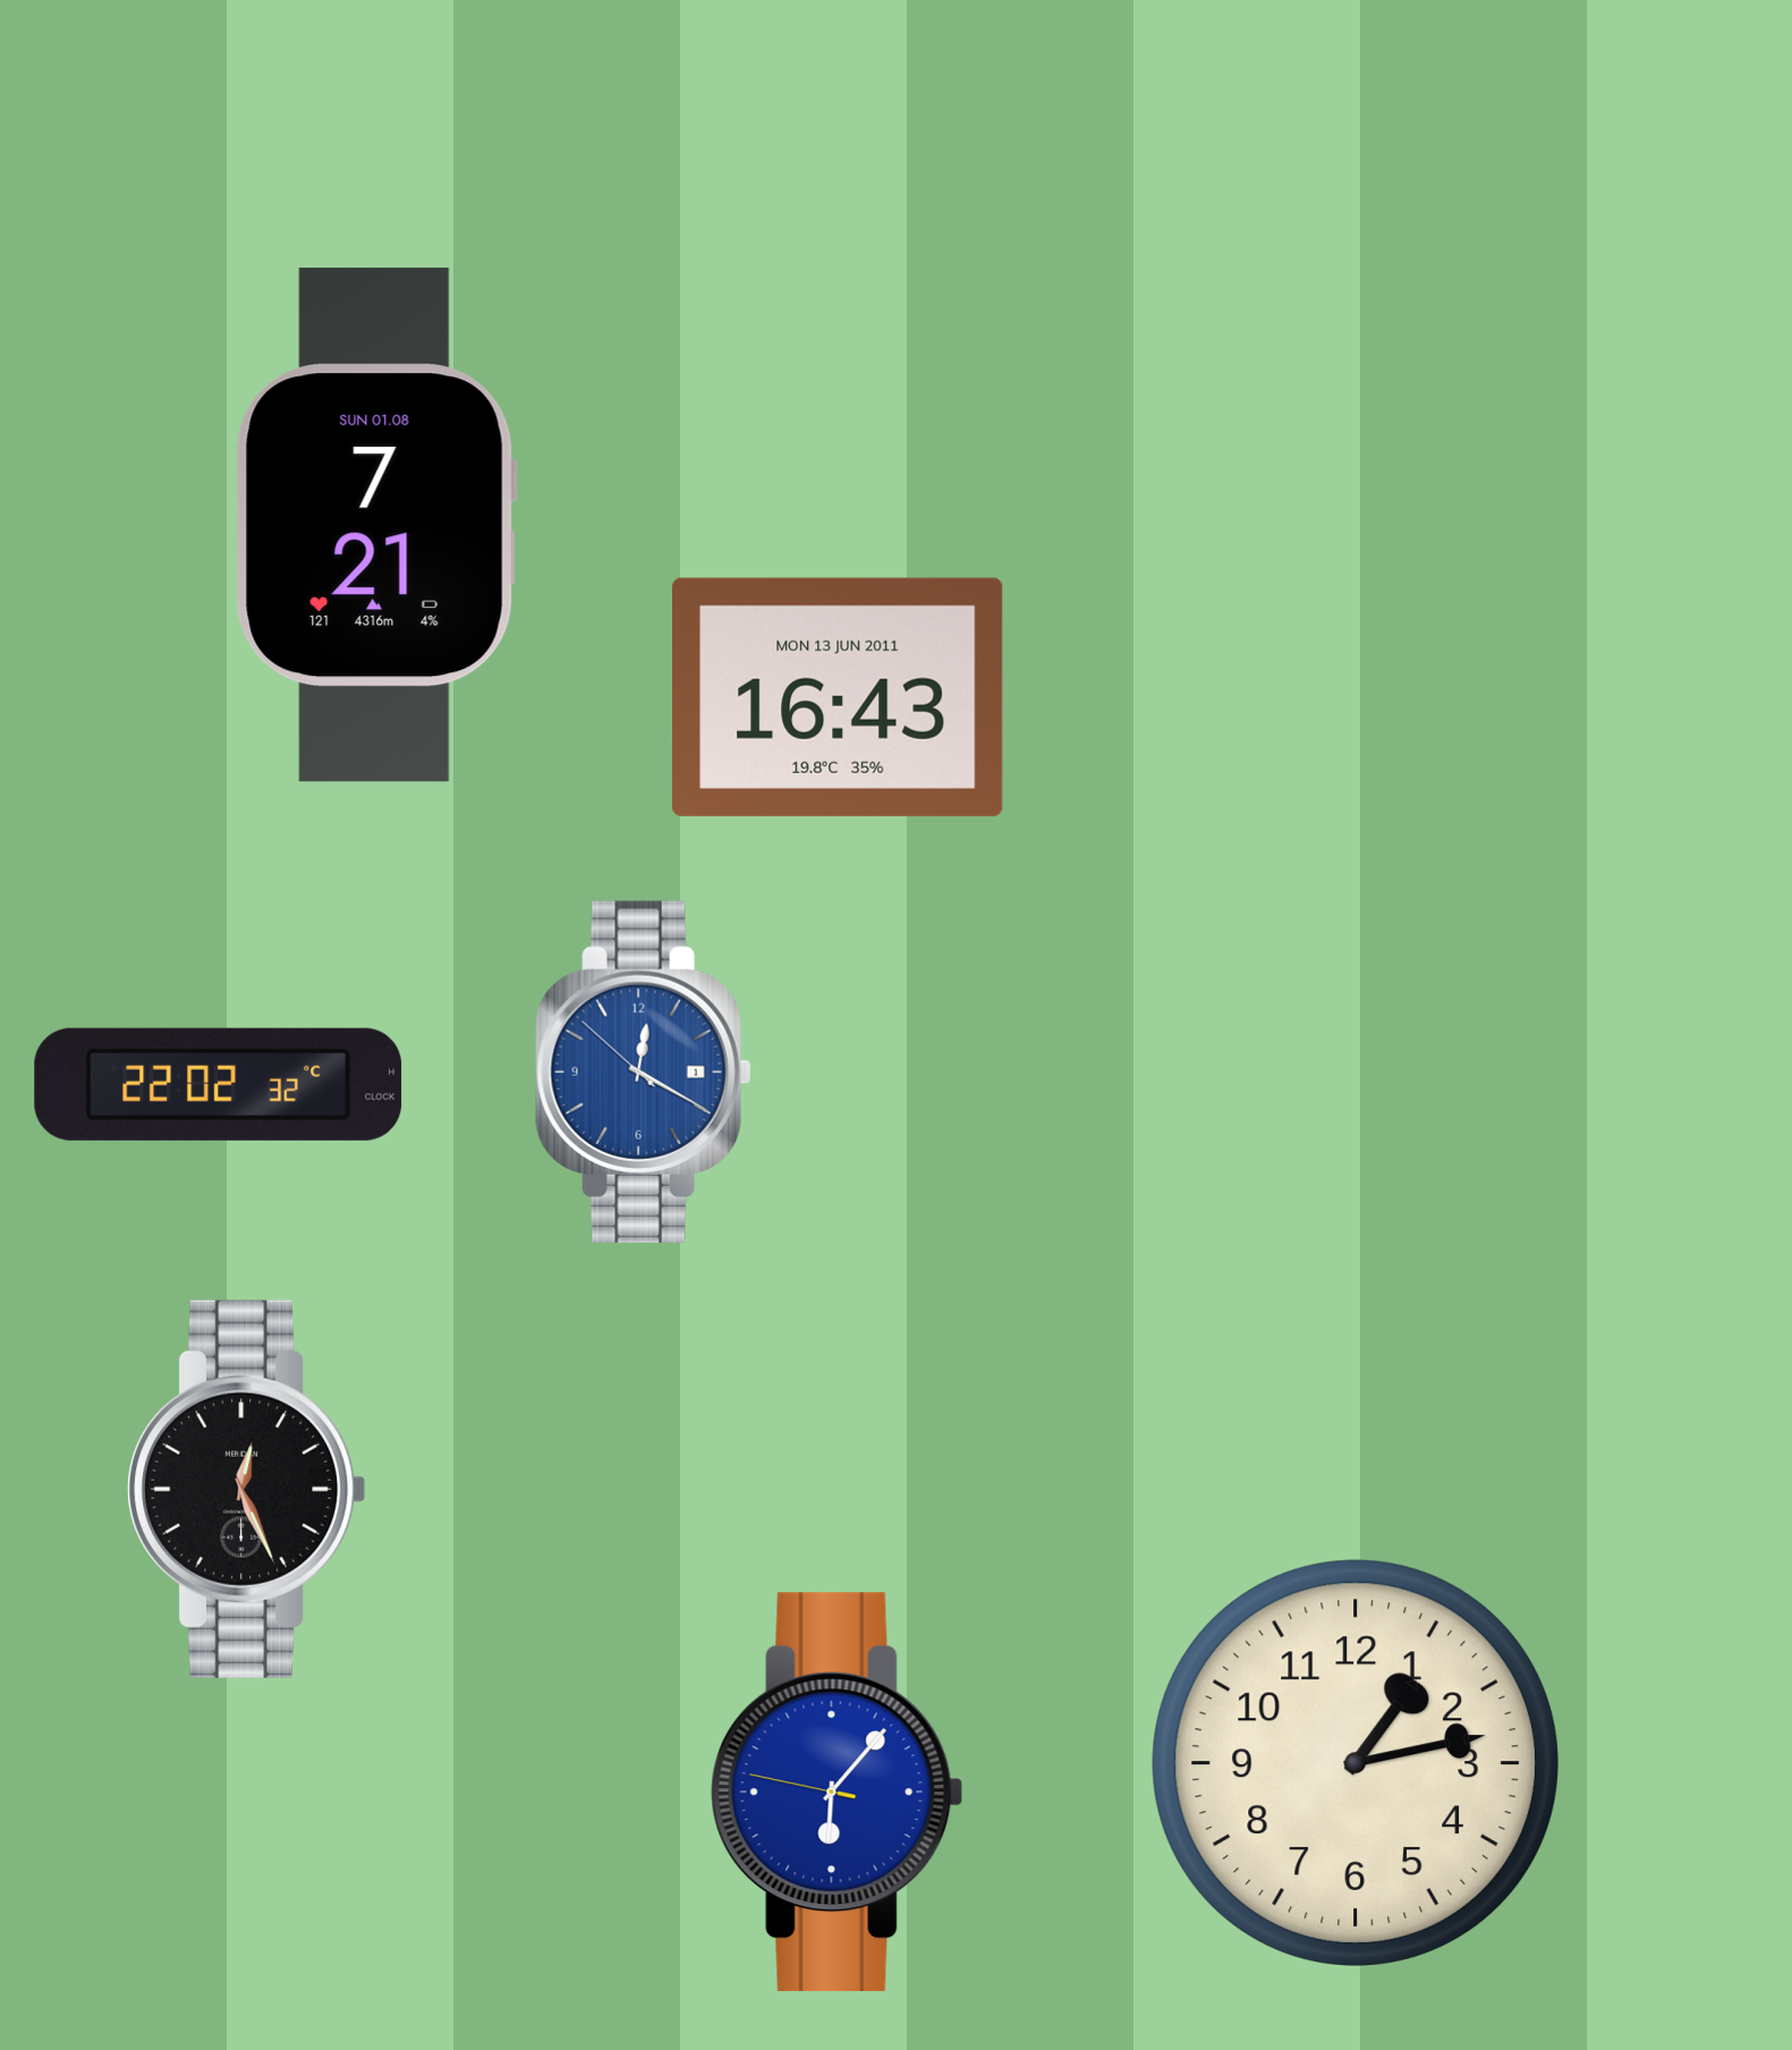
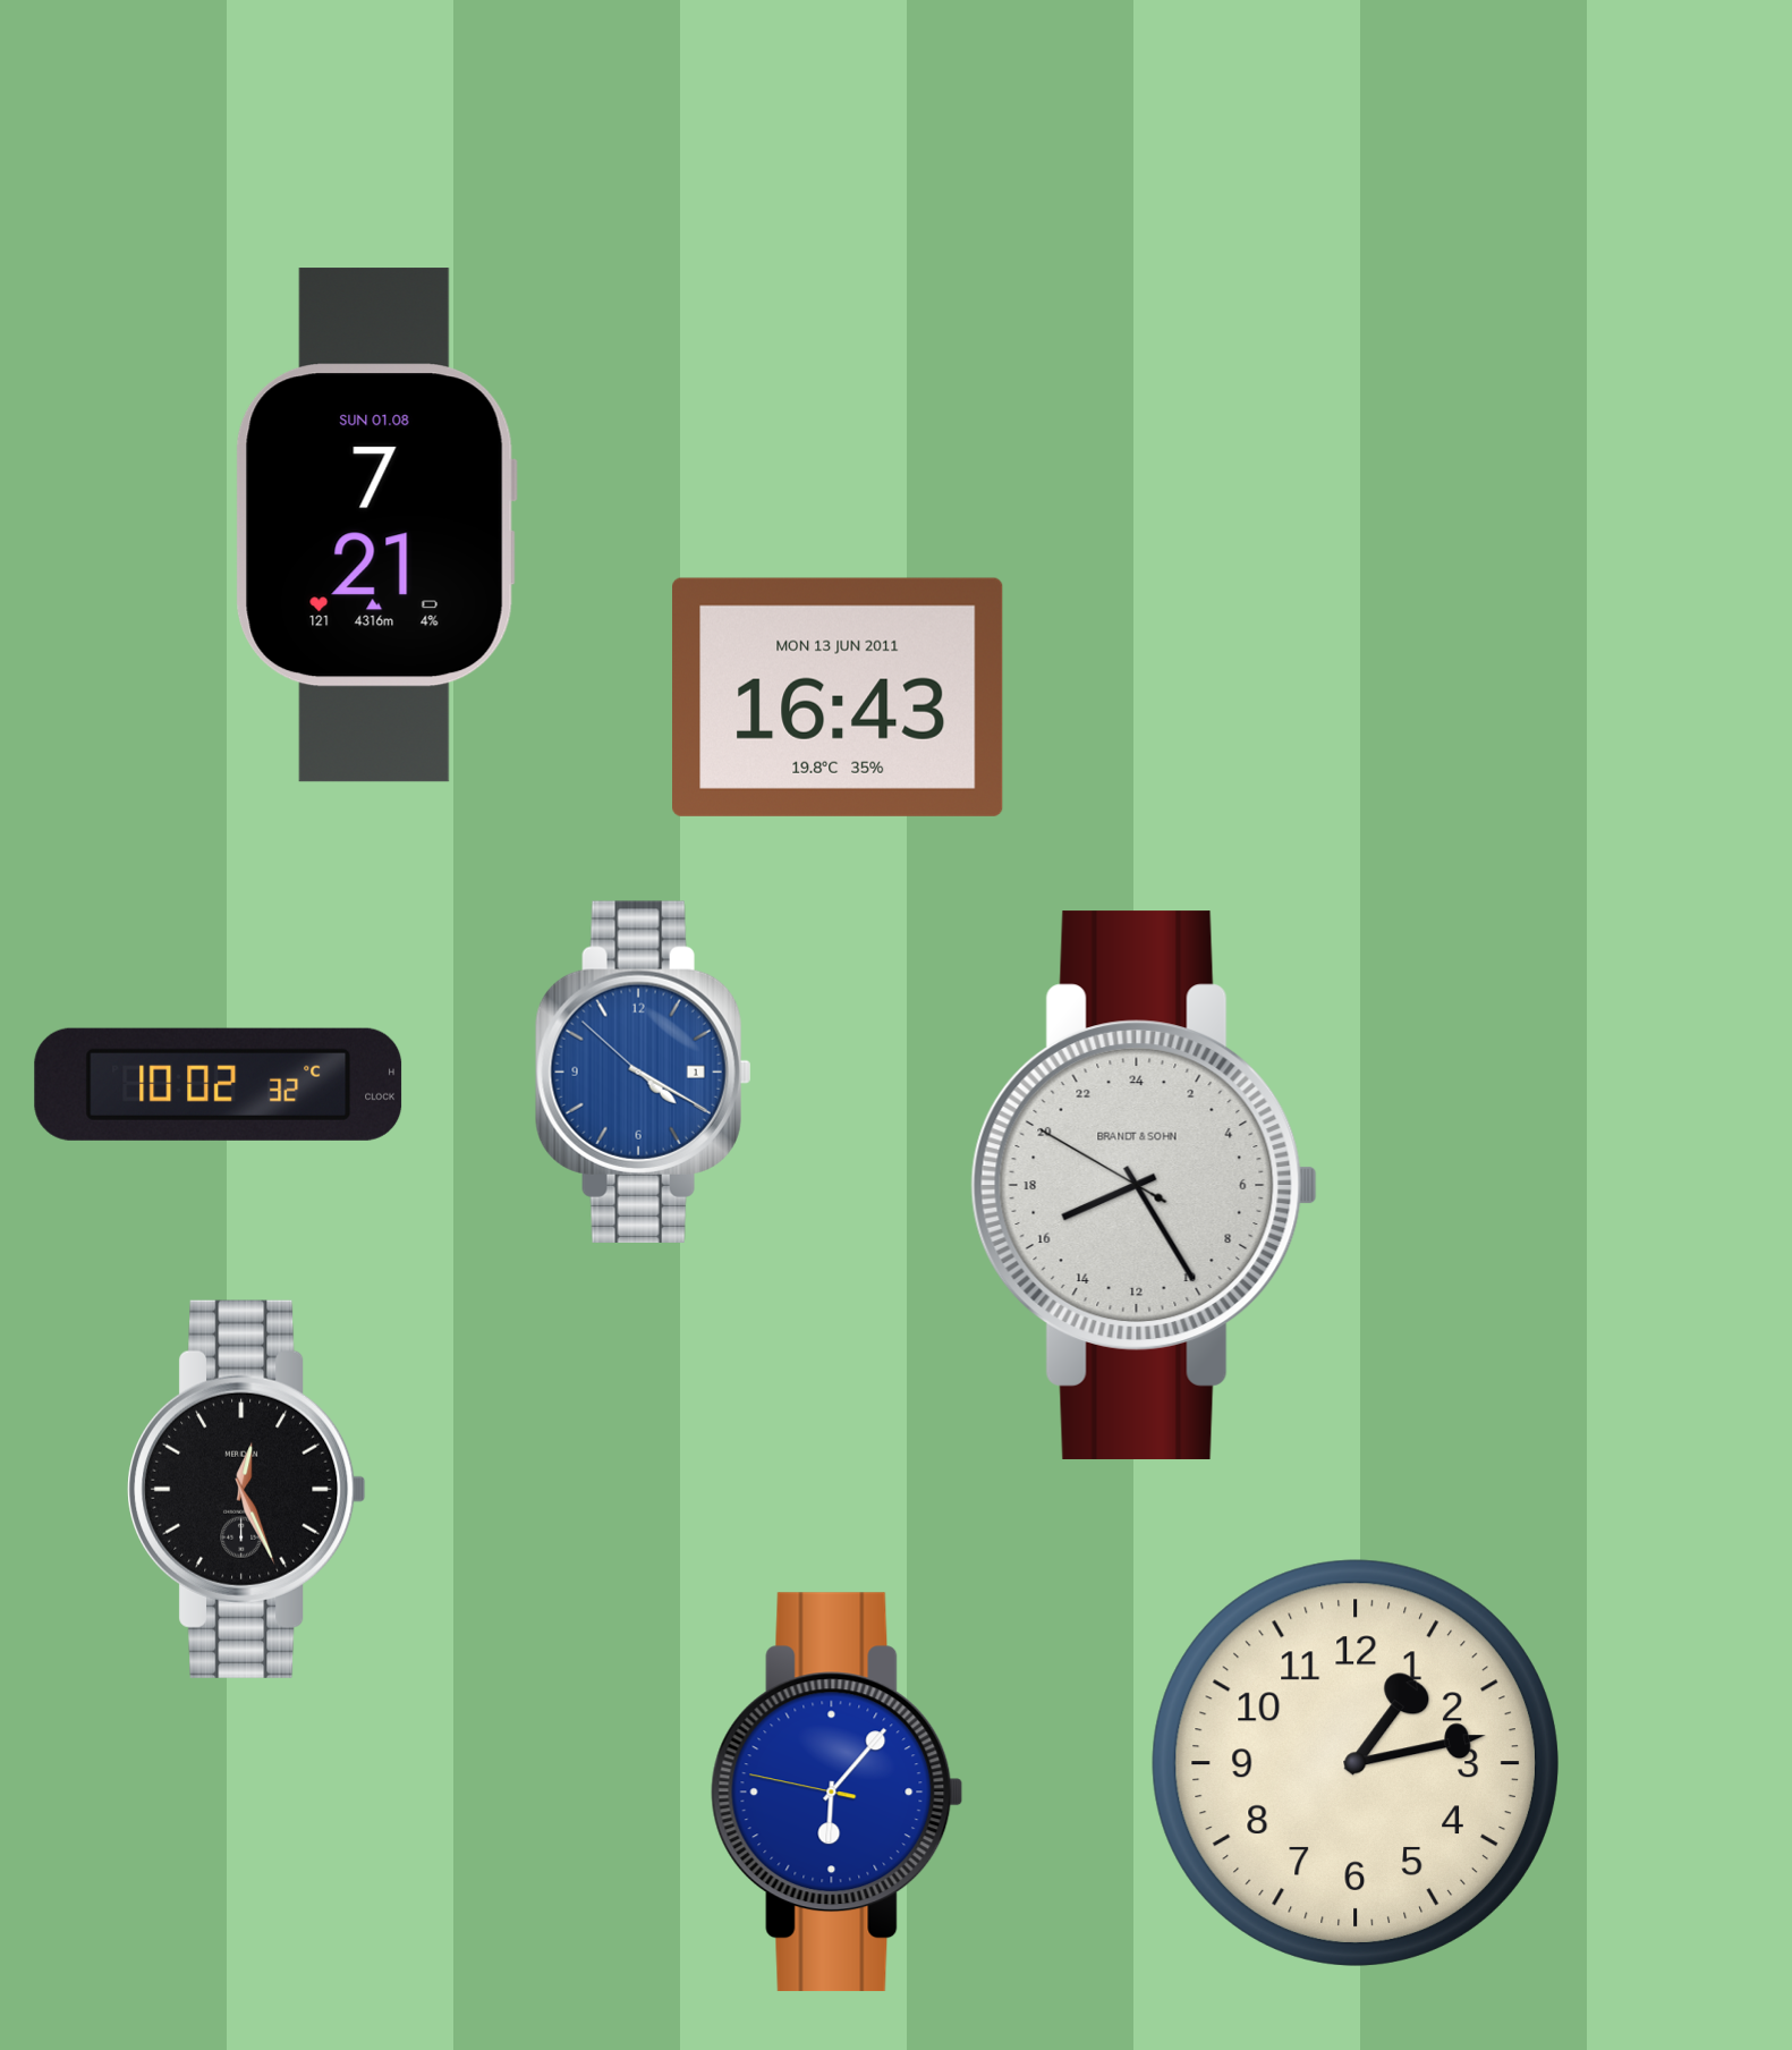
clock at (643, 1071): 12:19 -> 4:19
clock at (219, 1084): 22:02 -> 10:02
clock at (1144, 1185): none -> 16:24
